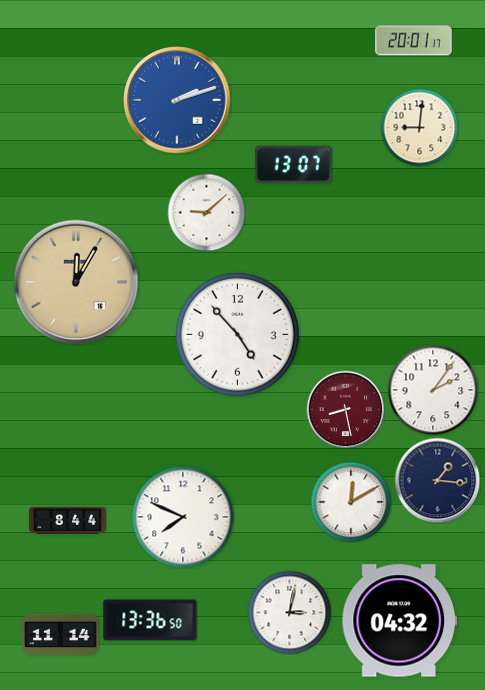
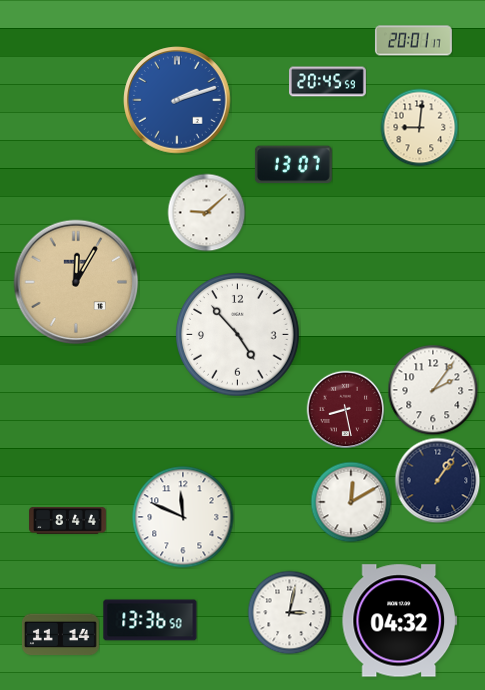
clock at (328, 82): none -> 20:45
clock at (437, 480): 1:16 -> 1:06
clock at (183, 517): 7:49 -> 11:49
